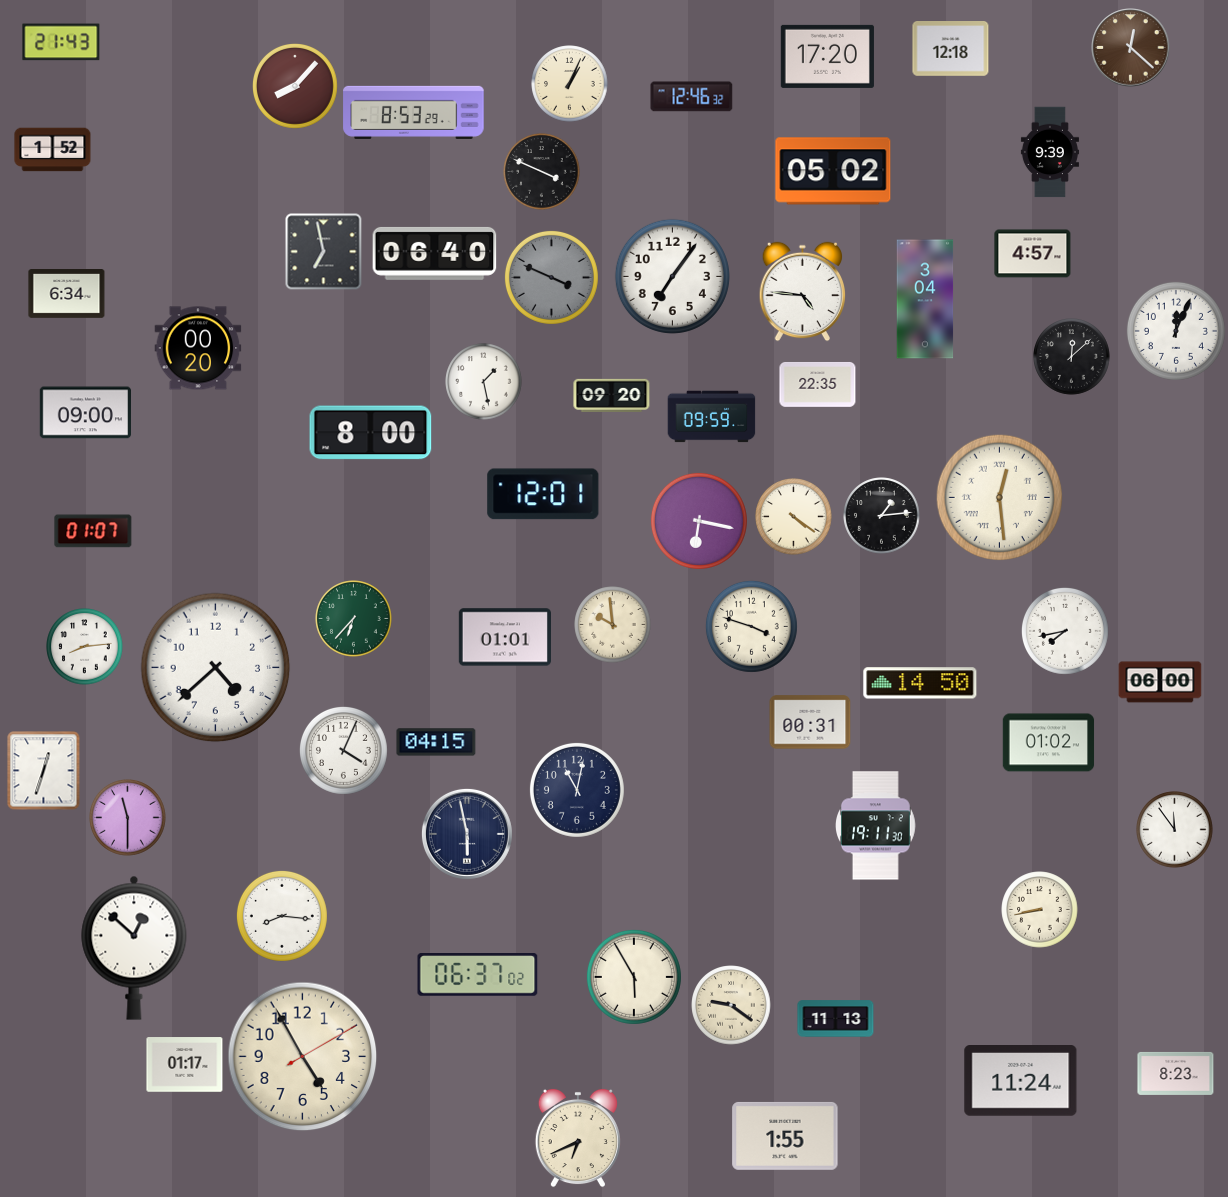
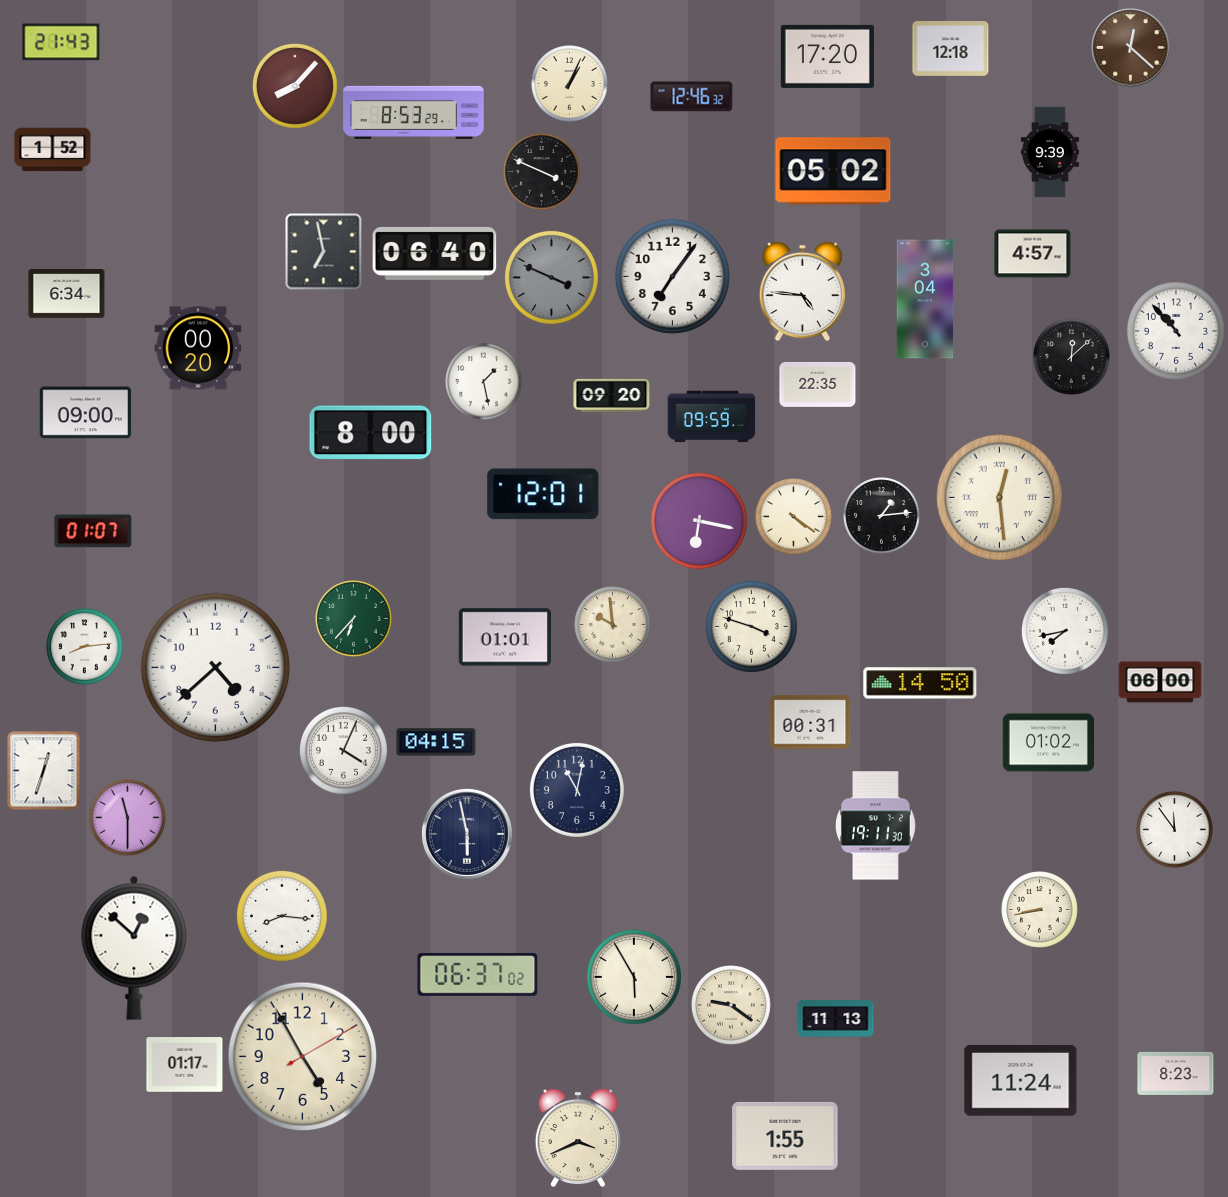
clock at (1176, 331): 12:04 -> 10:53
clock at (578, 1138): 6:41 -> 3:41
